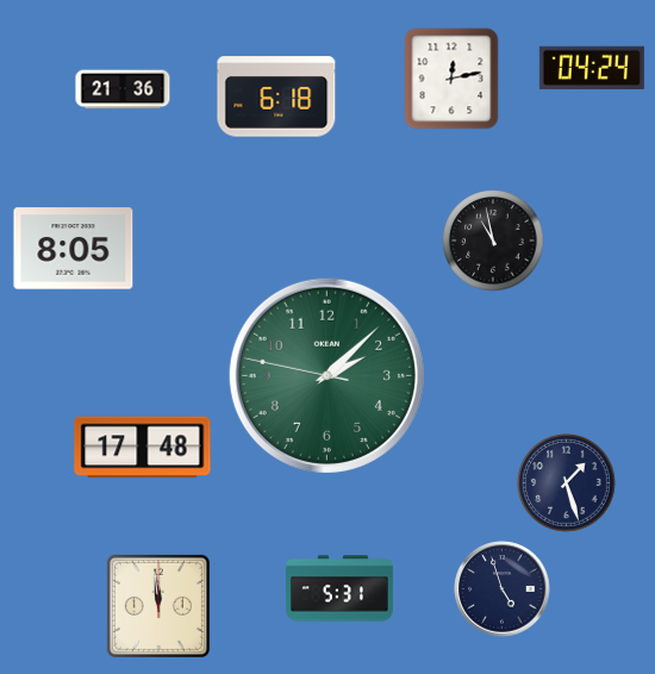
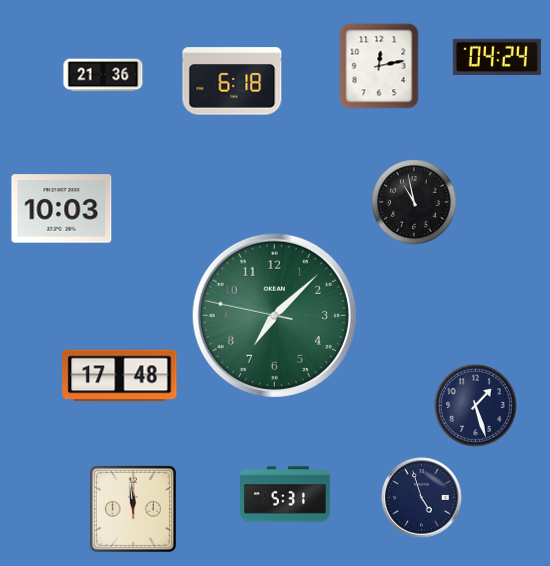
clock at (74, 249): 8:05 -> 10:03
clock at (326, 375): 2:07 -> 7:07
clock at (503, 589) position: (503, 589) -> (422, 498)
